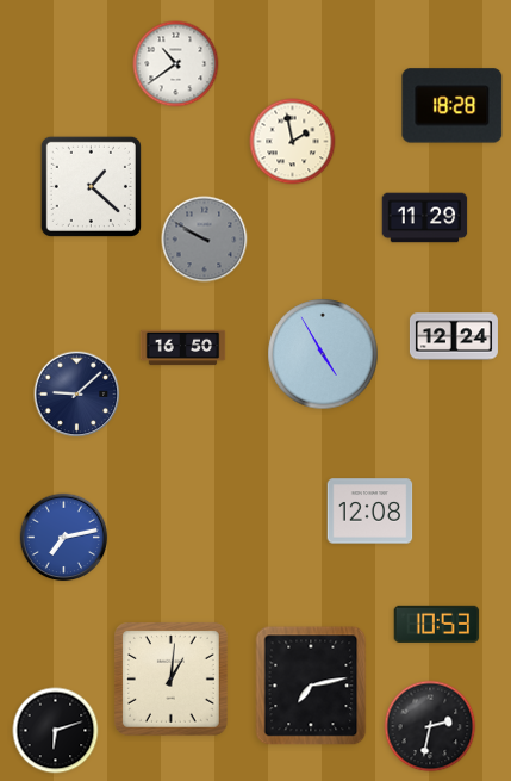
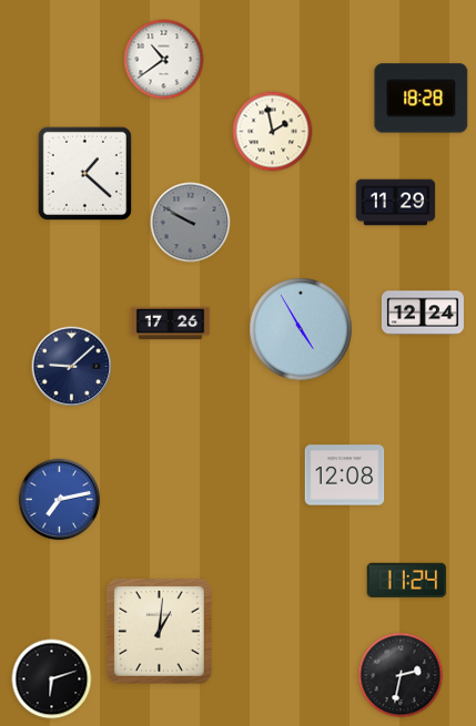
clock at (183, 348): 16:50 -> 17:26
clock at (437, 624): 10:53 -> 11:24
clock at (311, 686): 7:13 -> none
